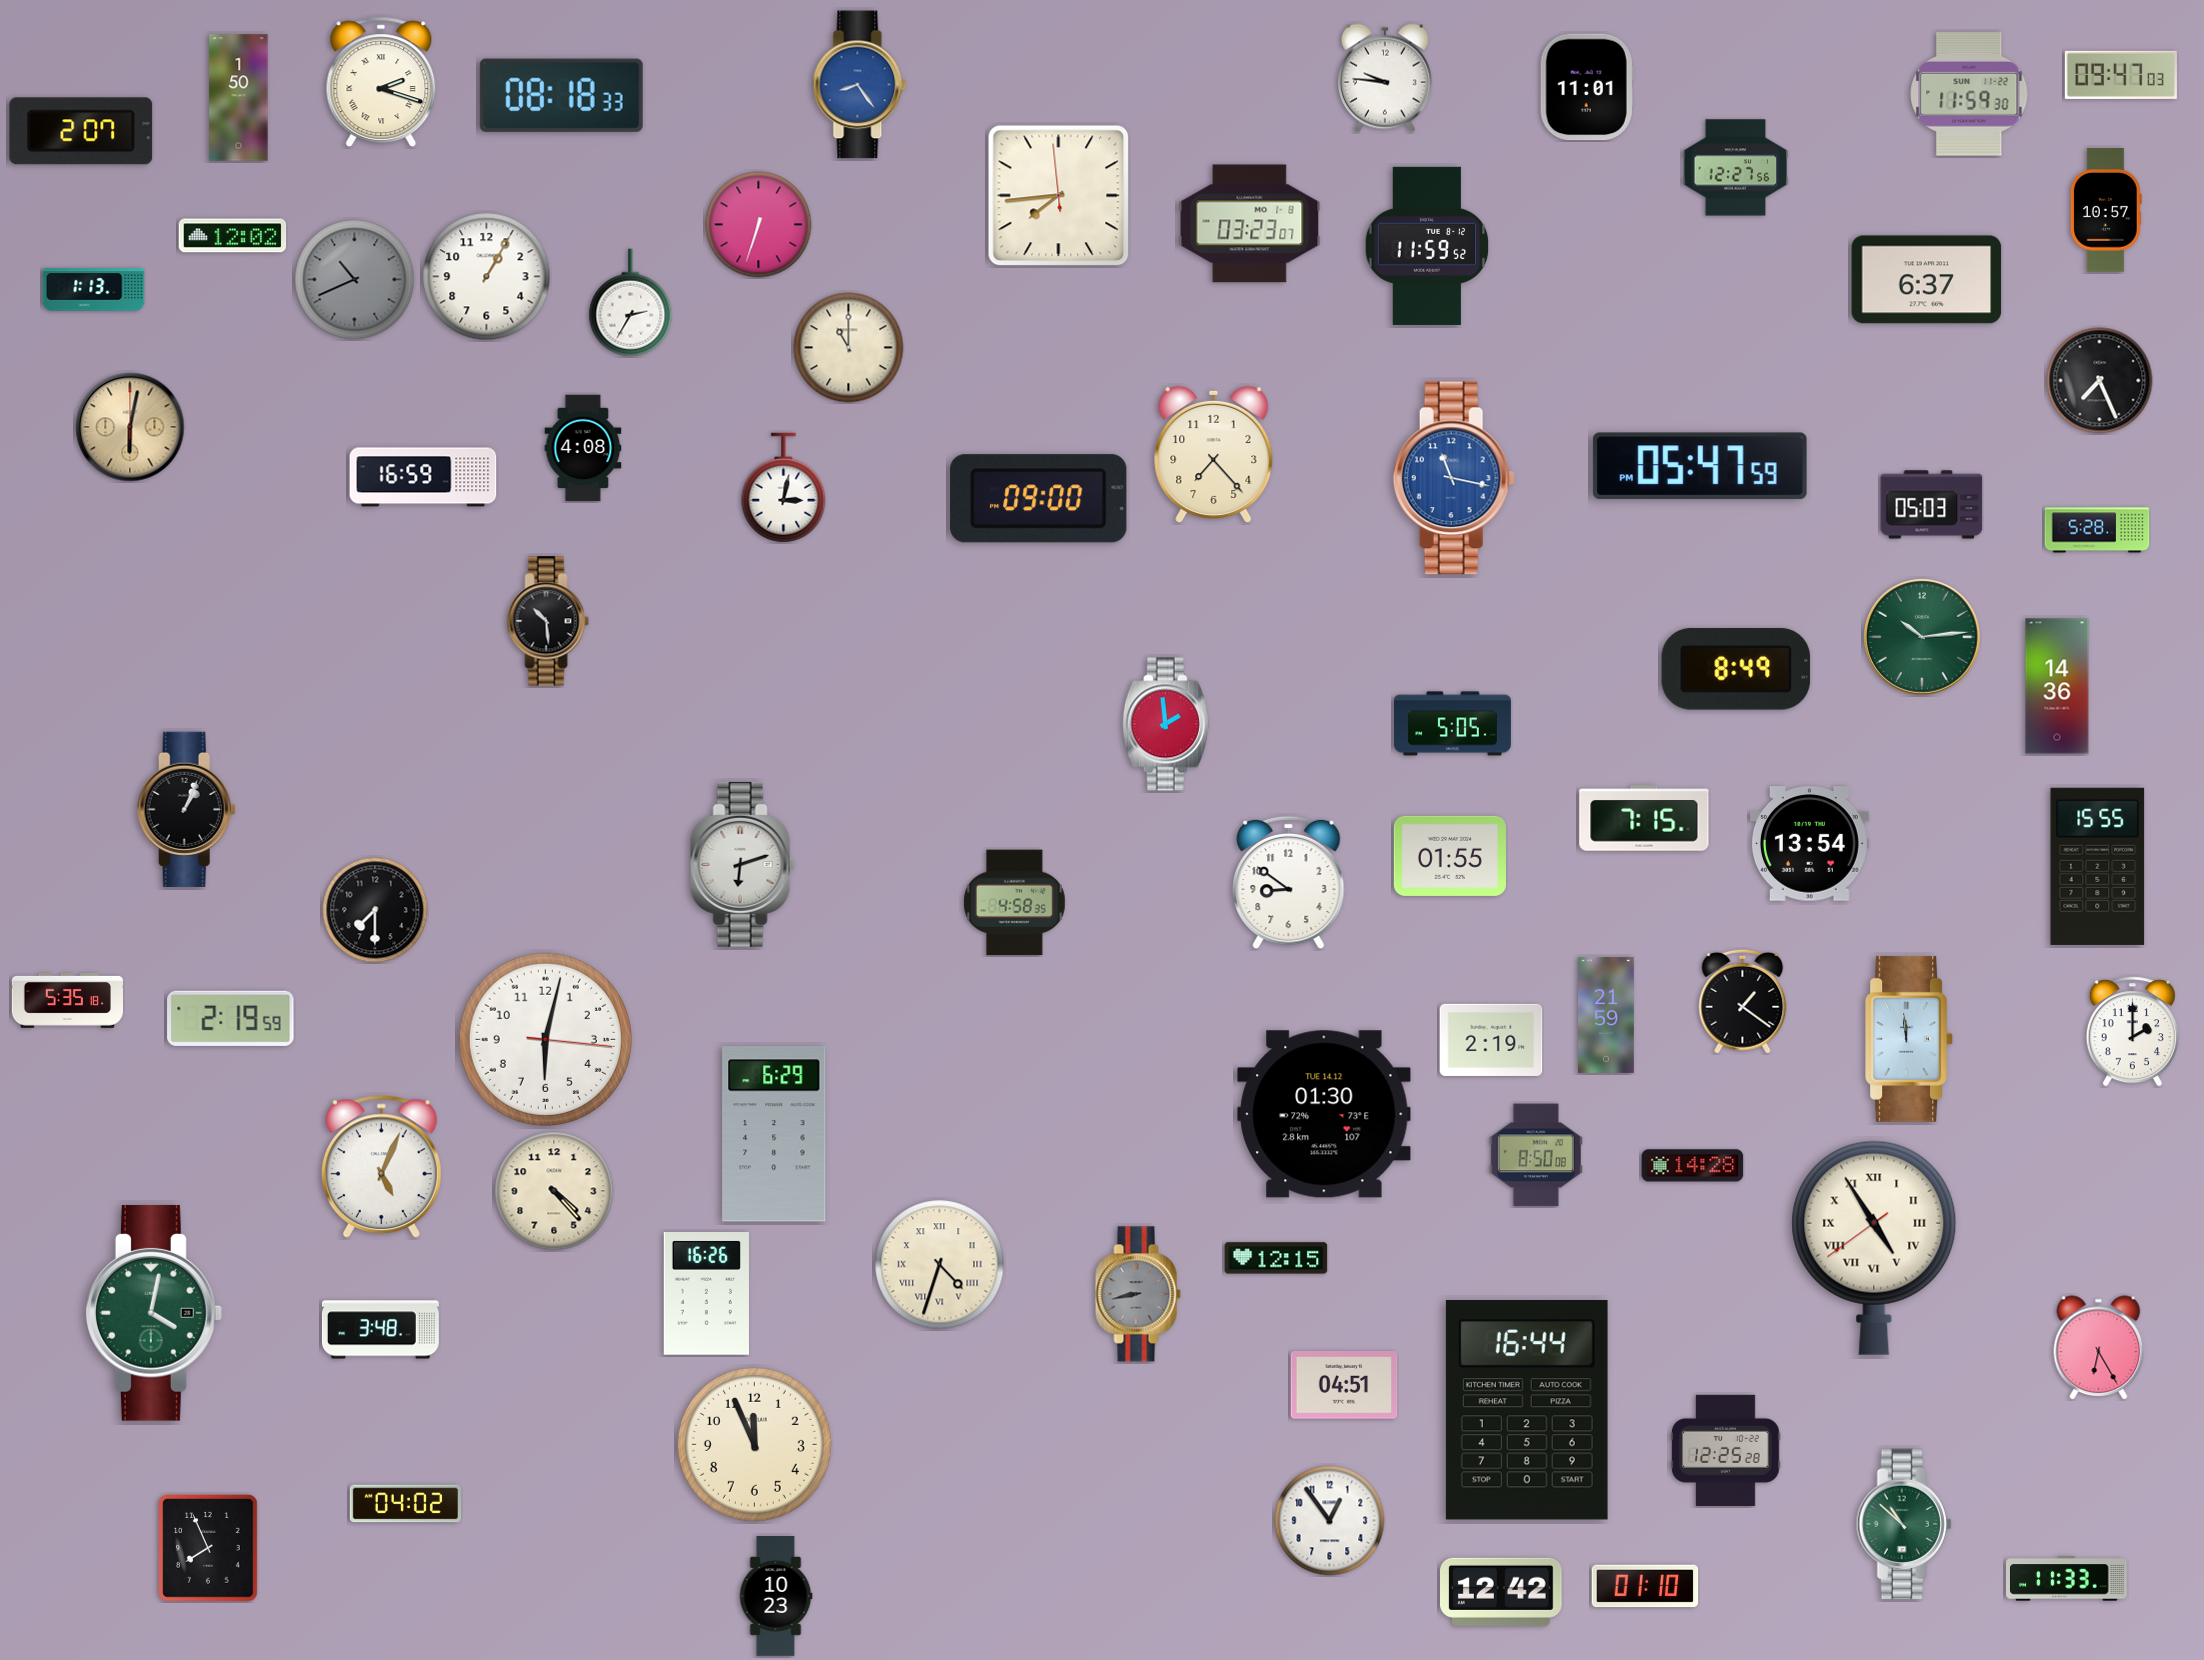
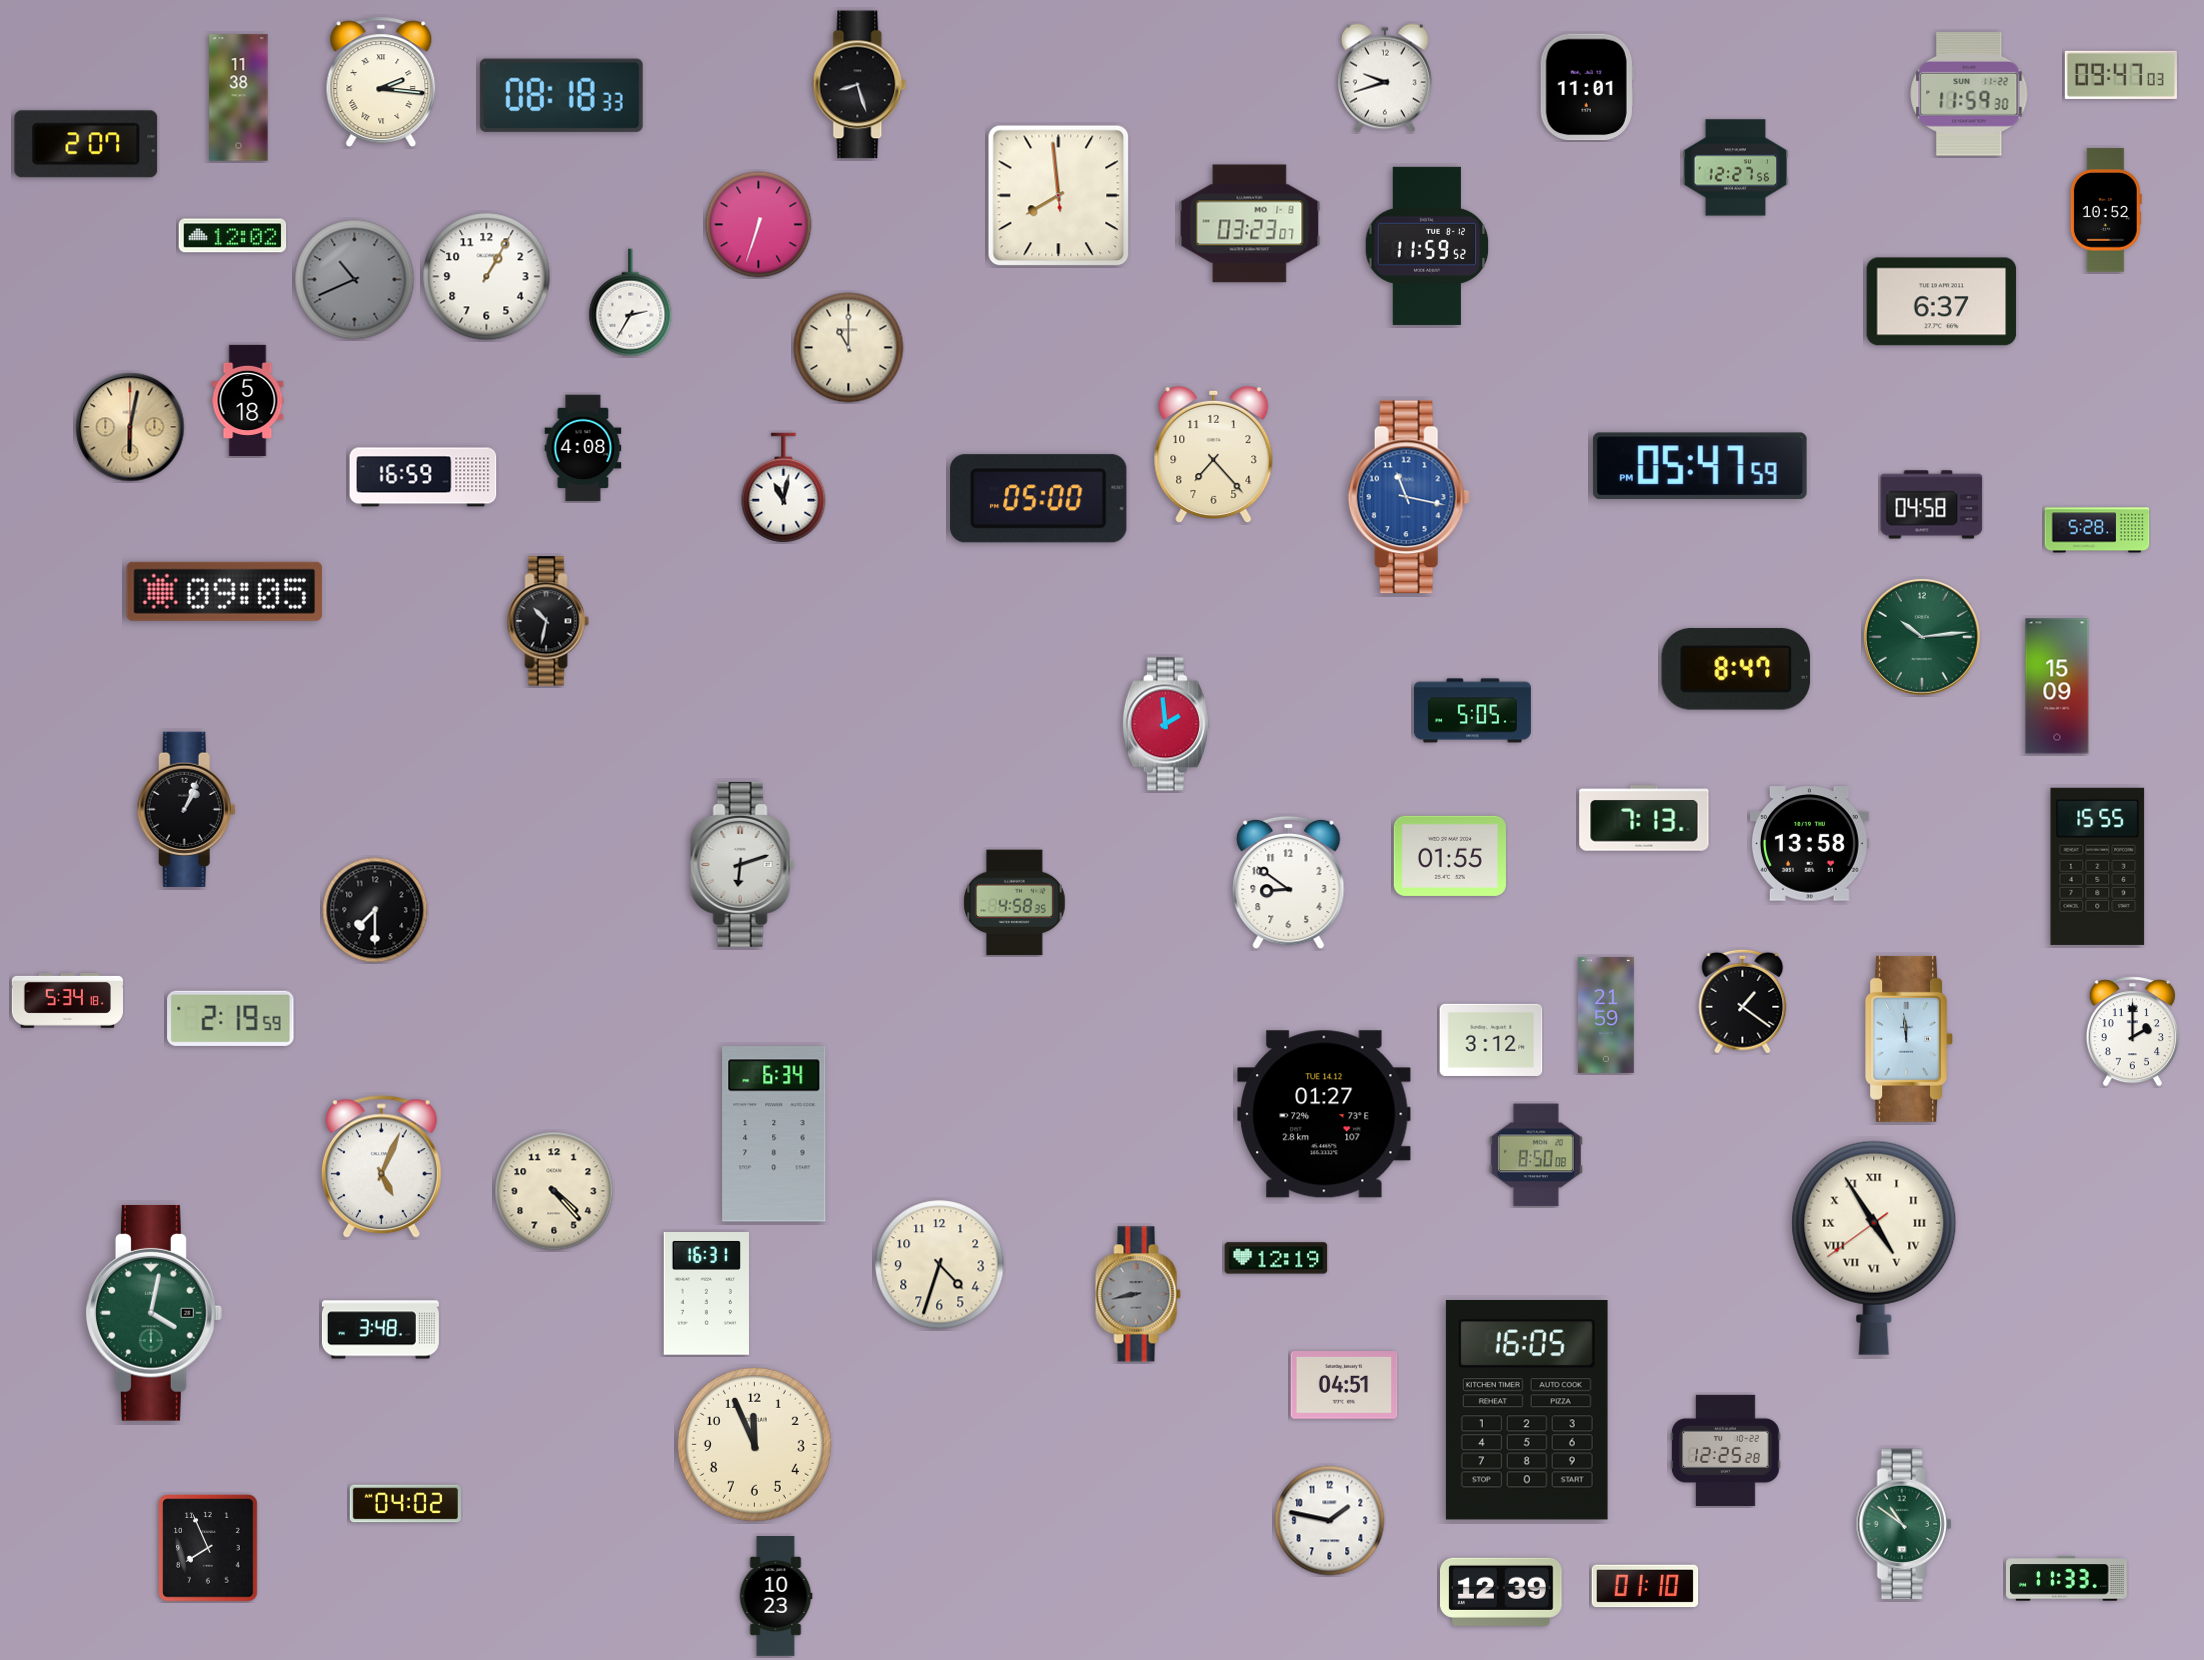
clock at (1385, 78): 9:46 -> 9:42
clock at (381, 82): 2:18 -> 2:16
clock at (860, 85): 8:24 -> 8:27
clock at (860, 85) dial: blue -> black
clock at (239, 98): 1:50 -> 11:38
clock at (81, 131) position: (81, 131) -> (86, 144)
clock at (1059, 196): 7:43 -> 7:58
clock at (2106, 210): 10:57 -> 10:52
clock at (1927, 280) position: (1927, 280) -> (1942, 302)
clock at (94, 290): 1:13 -> none
clock at (2100, 381): 7:26 -> none
clock at (248, 400): none -> 5:18
clock at (1454, 478) position: (1454, 478) -> (1409, 497)
clock at (784, 488): 3:02 -> 11:02
clock at (1039, 499): 09:00 -> 05:00
clock at (1932, 505): 05:03 -> 04:58
clock at (225, 591): none -> 09:05
clock at (548, 621): 10:29 -> 10:32
clock at (1736, 669): 8:49 -> 8:47
clock at (2057, 686): 14:36 -> 15:09
clock at (1452, 724) position: (1452, 724) -> (1472, 711)
clock at (1644, 818): 7:15 -> 7:13
clock at (1809, 844): 13:54 -> 13:58
clock at (67, 1000): 5:35 -> 5:34
clock at (545, 1039): 6:02 -> none
clock at (1491, 1040): 2:19 -> 3:12
clock at (1324, 1114): 01:30 -> 01:27
clock at (774, 1134): 6:29 -> 6:34
clock at (1693, 1166): 14:28 -> none
clock at (1276, 1258): 12:15 -> 12:19
clock at (940, 1265) numerals: Roman -> Arabic
clock at (706, 1294): 16:26 -> 16:31
clock at (2099, 1348): 6:25 -> none
clock at (1527, 1411): 16:44 -> 16:05
clock at (1330, 1521): 12:54 -> 1:47
clock at (1904, 1524): 10:52 -> 10:51
clock at (1502, 1592): 12:42 -> 12:39
